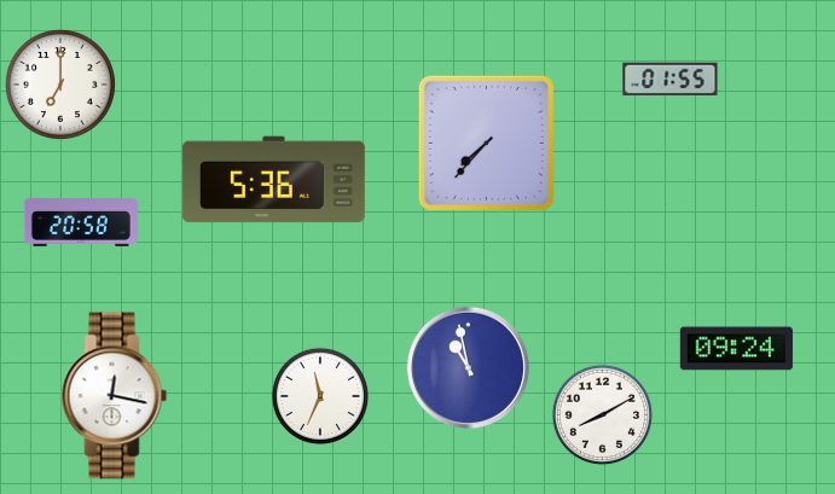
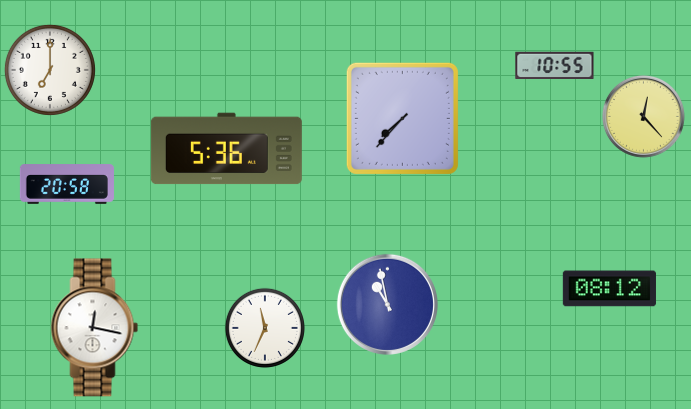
clock at (671, 80): 01:55 -> 10:55
clock at (643, 116): none -> 12:23
clock at (736, 349): 09:24 -> 08:12
clock at (602, 414): 8:10 -> none
